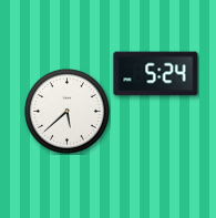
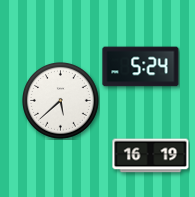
clock at (151, 156): none -> 16:19
